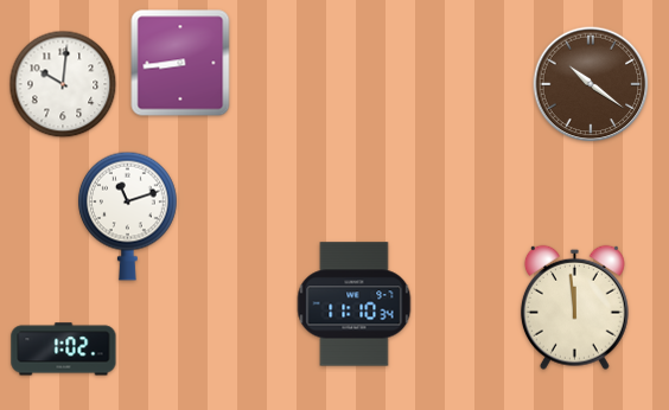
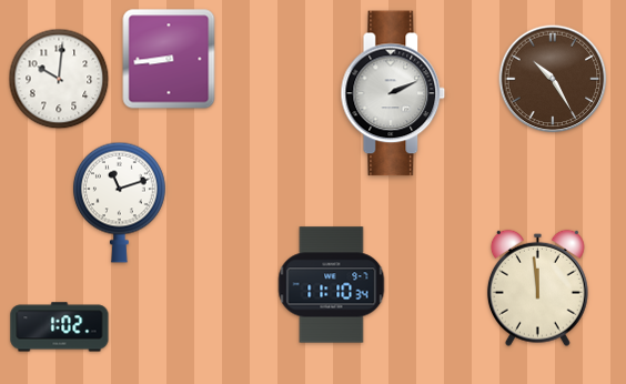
clock at (591, 84): 10:21 -> 10:25
clock at (393, 93): none -> 2:11
